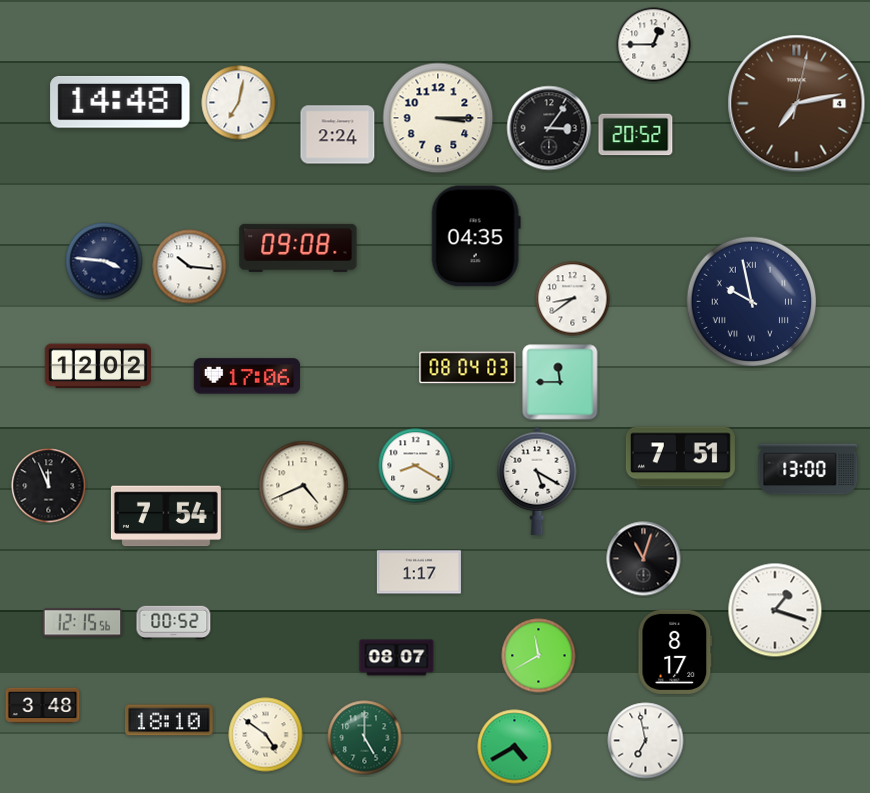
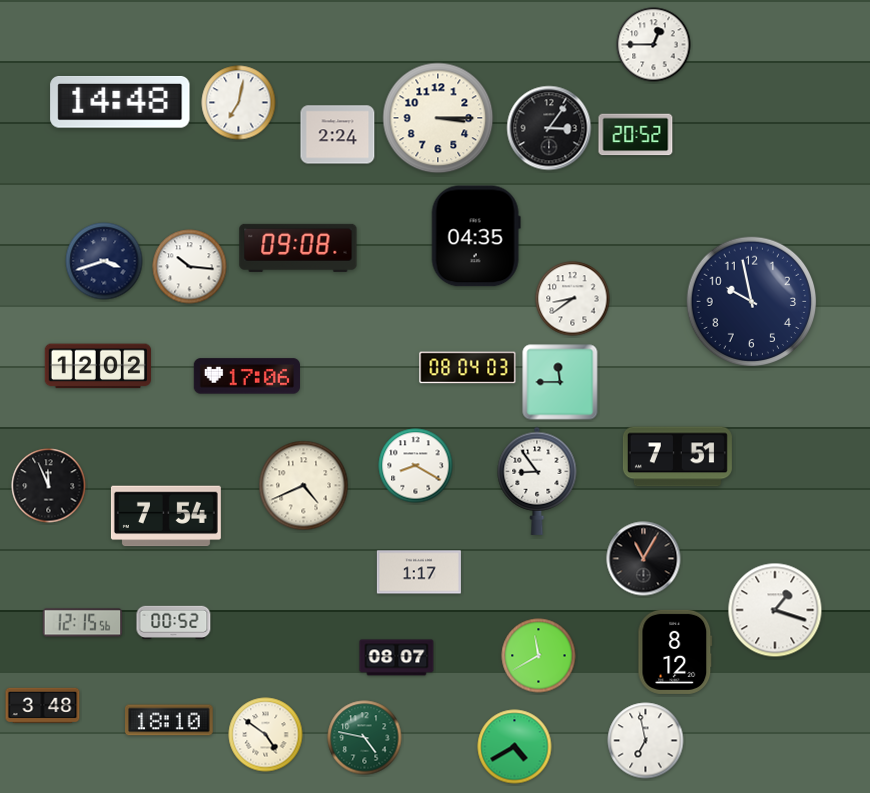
clock at (797, 104): 7:13 -> none
clock at (104, 261): 3:46 -> 3:42
clock at (752, 302) numerals: Roman -> Arabic
clock at (680, 457) position: (680, 457) -> (677, 457)
clock at (808, 469): 13:00 -> none
clock at (537, 481): 5:20 -> 8:54
clock at (644, 559): 11:03 -> 11:05
clock at (675, 652): 8:17 -> 8:12
clock at (365, 738): 5:00 -> 4:47
